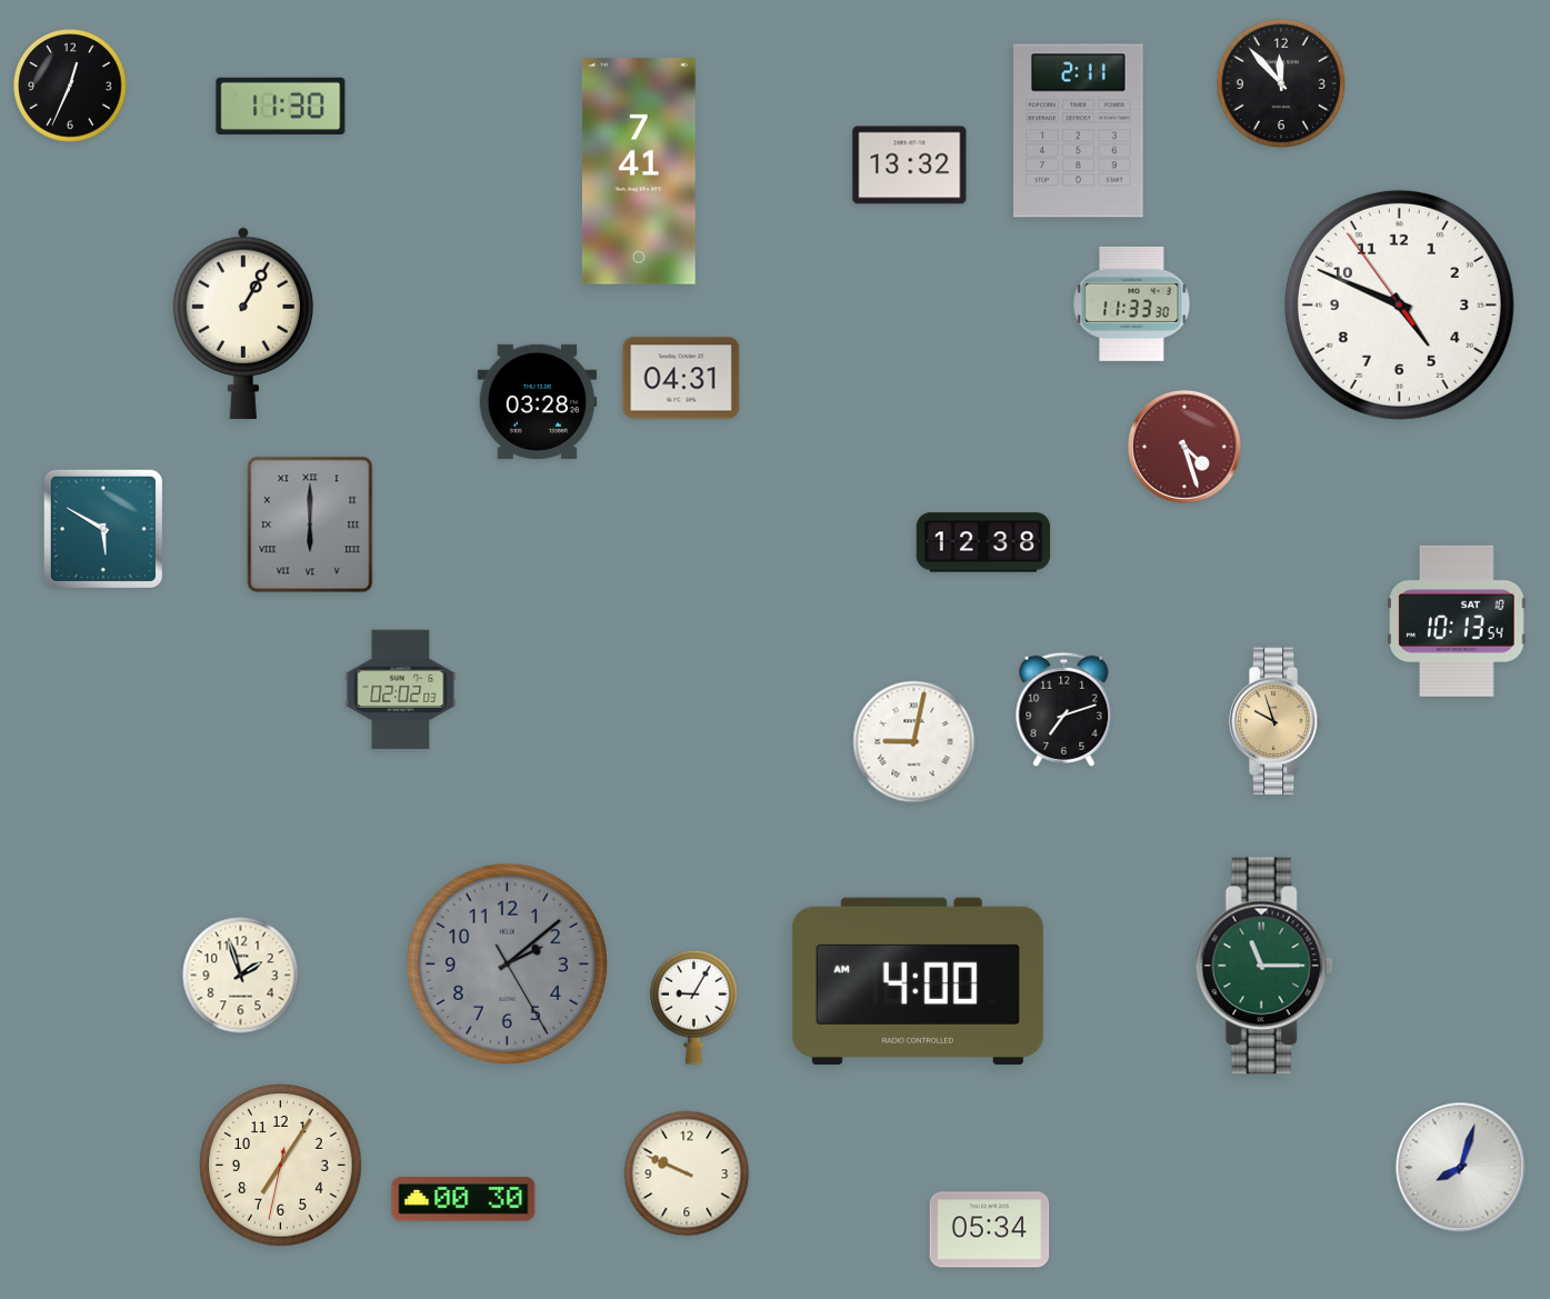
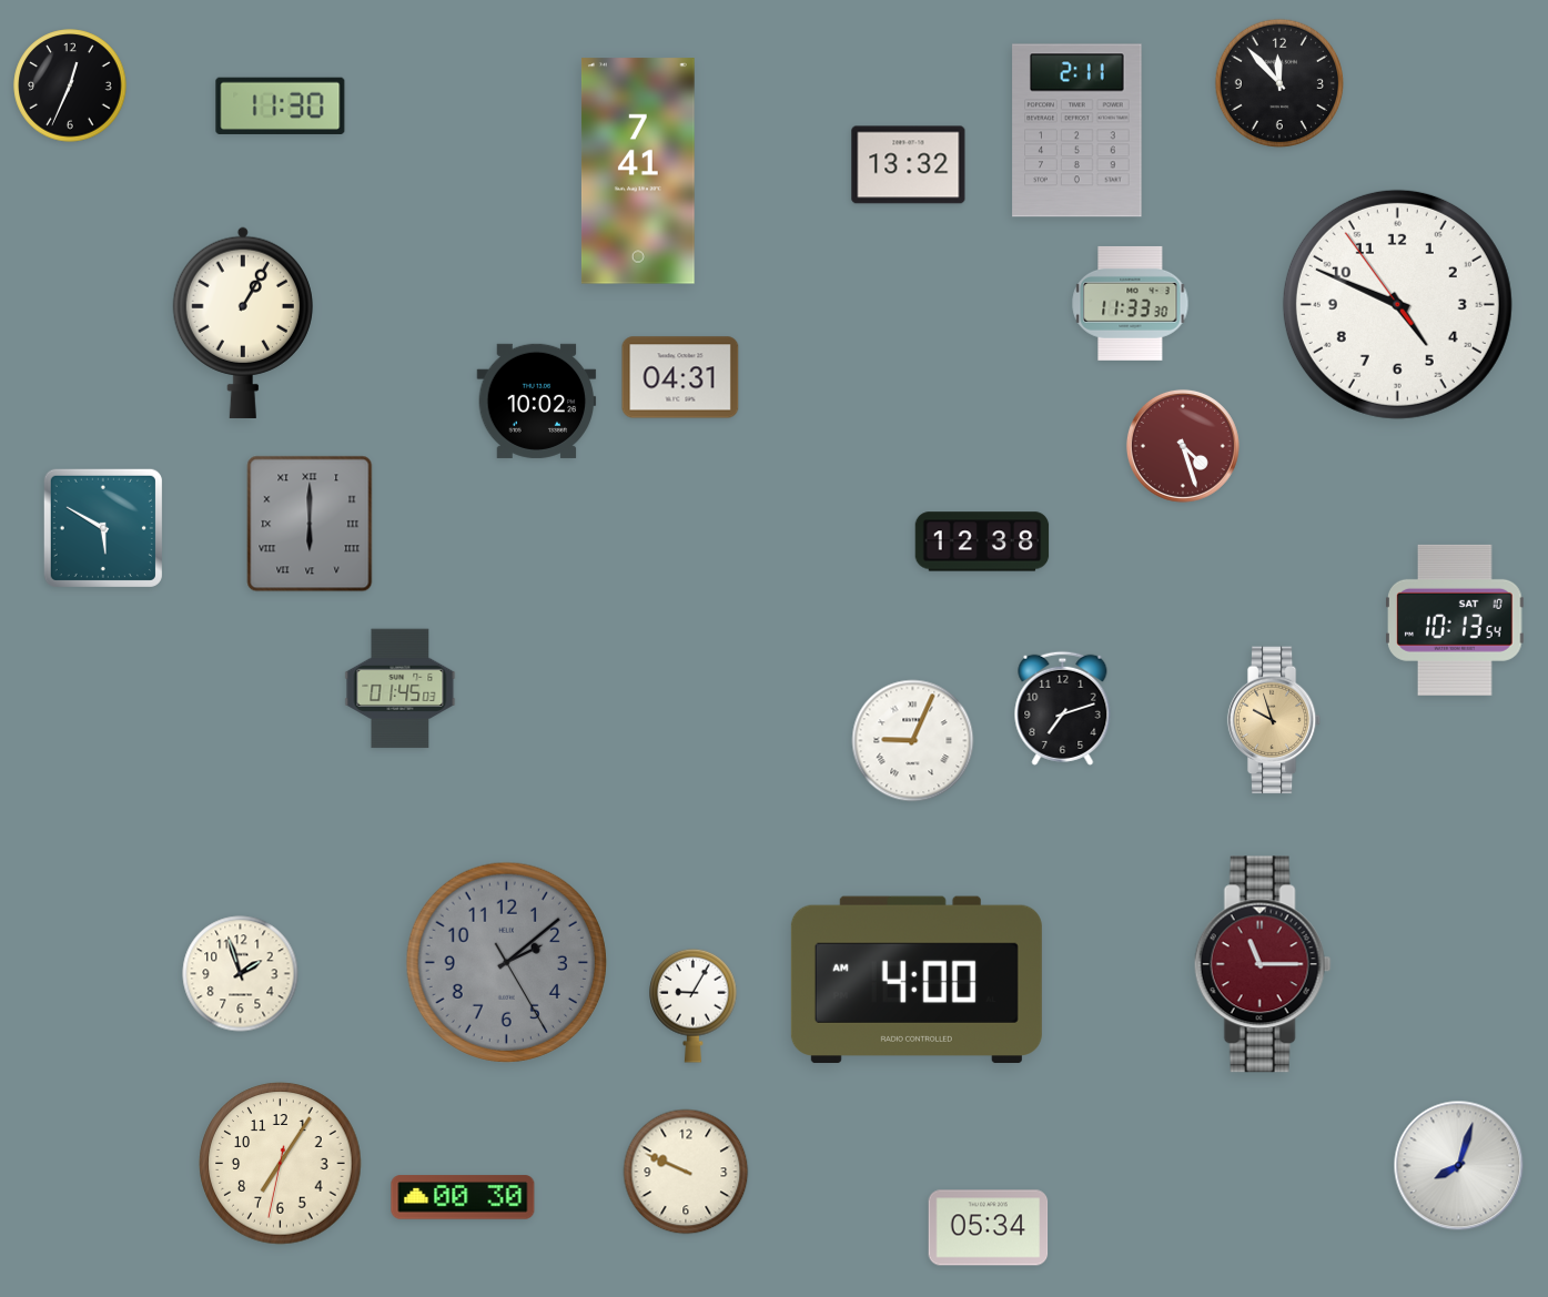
clock at (538, 401): 03:28 -> 10:02
clock at (401, 690): 02:02 -> 01:45
clock at (914, 742): 9:02 -> 9:04
clock at (1264, 966) dial: green -> burgundy
